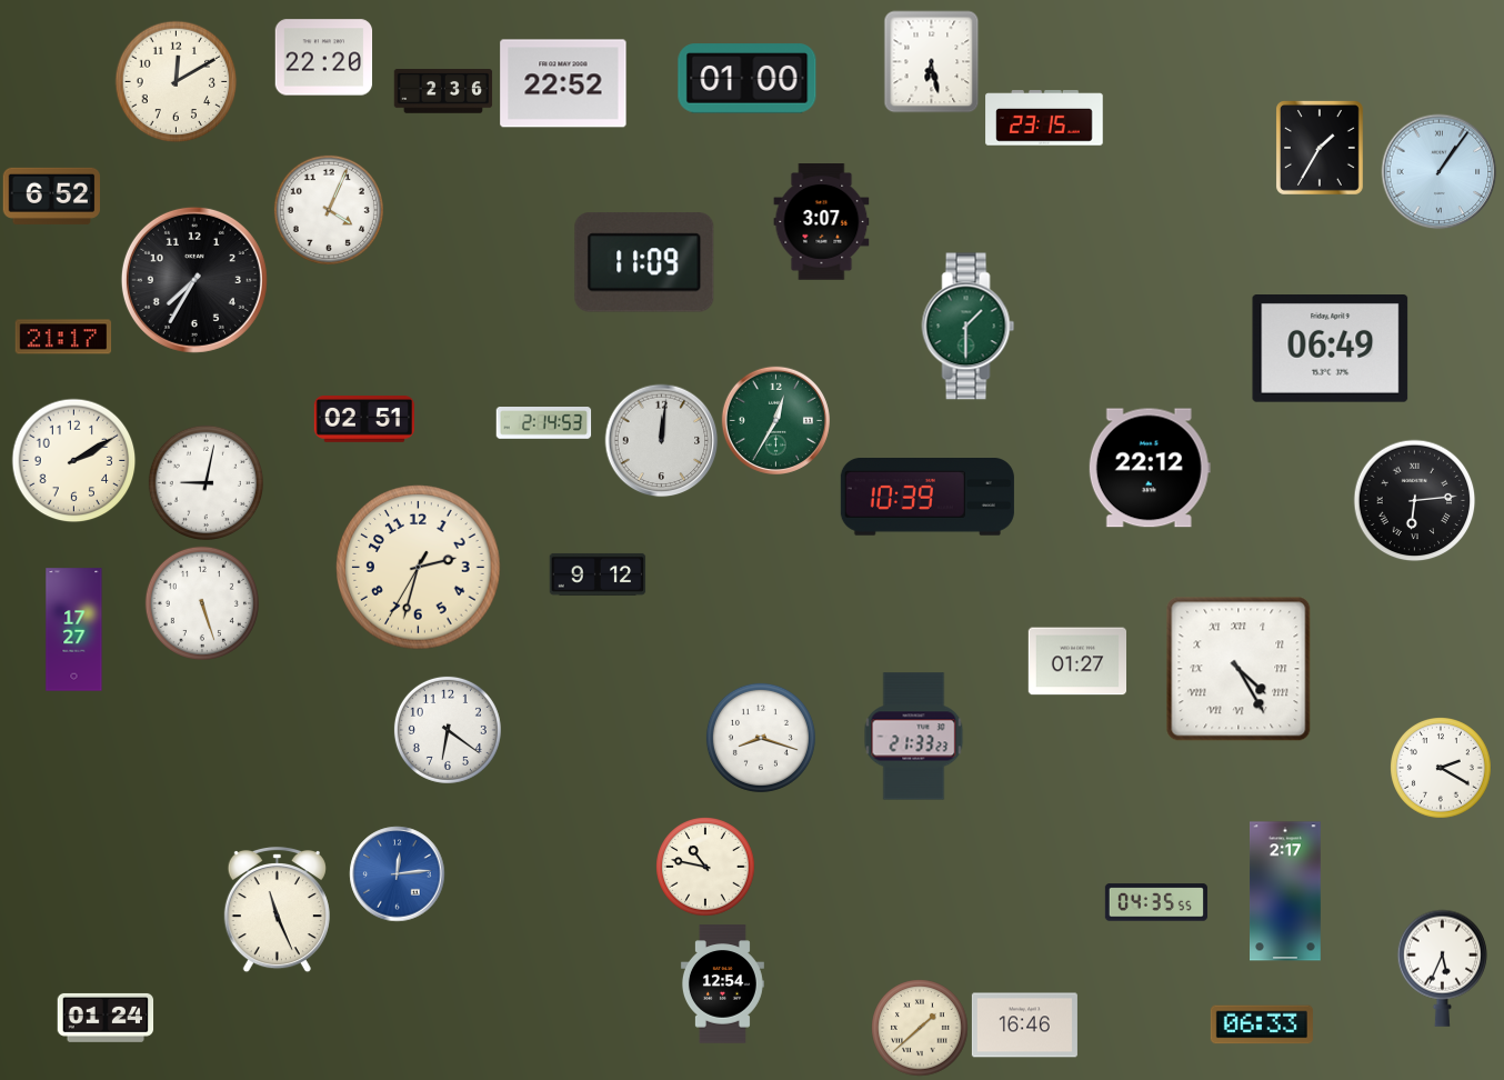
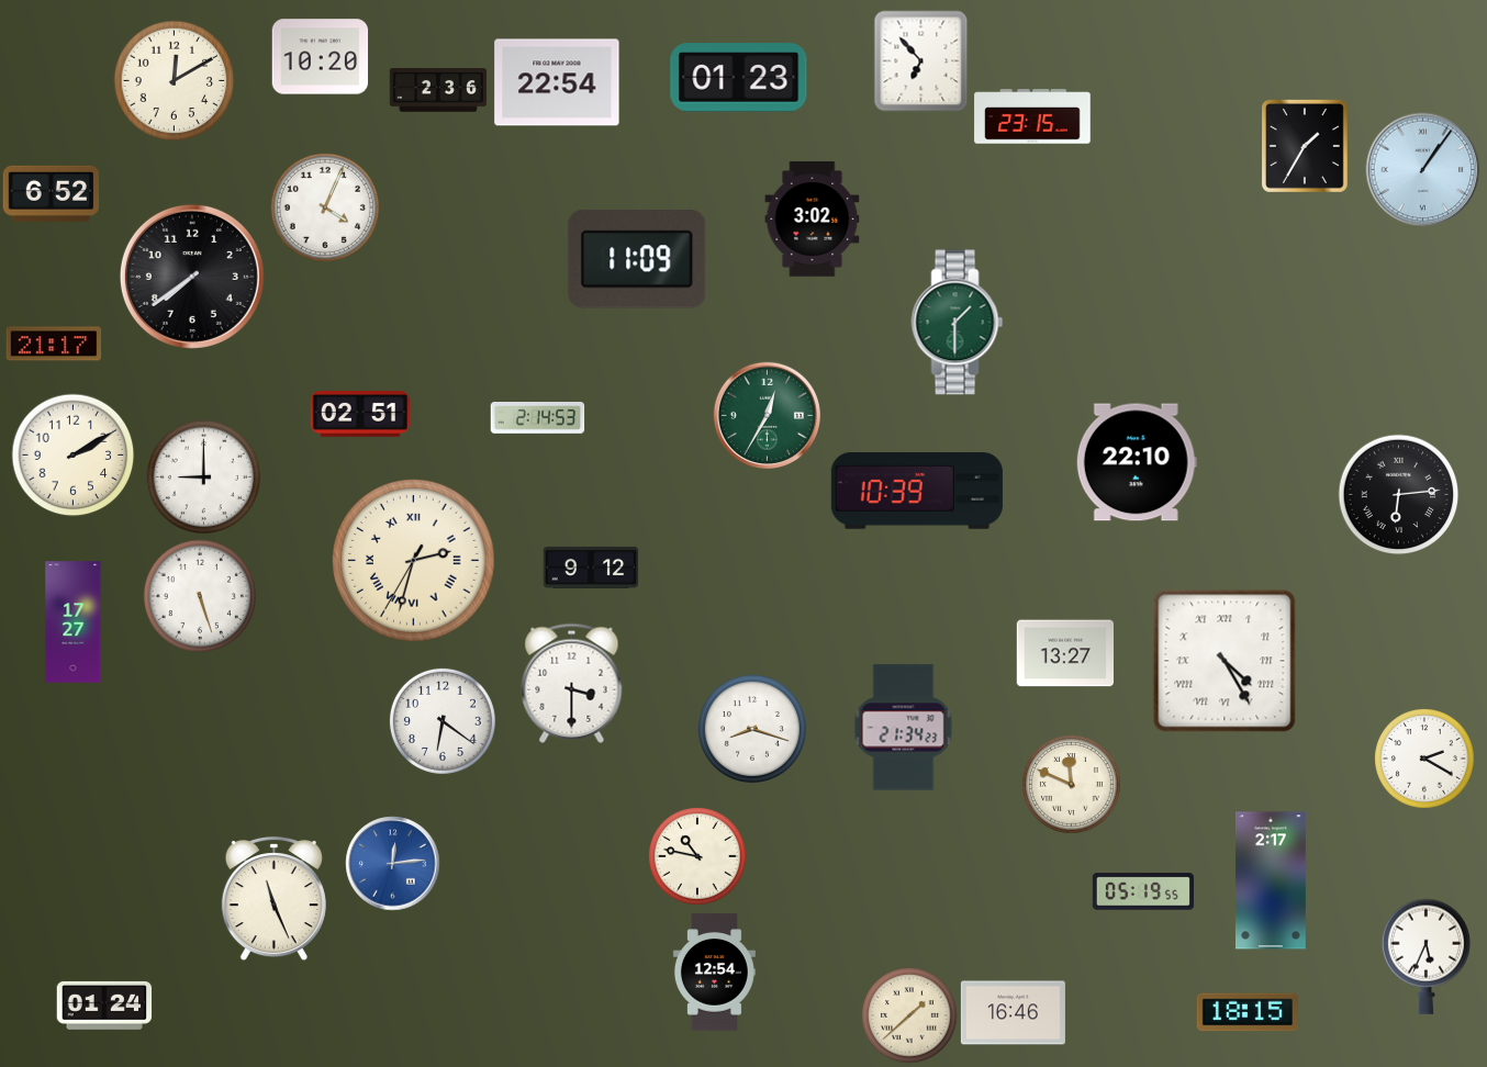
clock at (323, 58): 22:20 -> 10:20
clock at (932, 61): 6:28 -> 6:53
clock at (748, 79): 01:00 -> 01:23
clock at (563, 83): 22:52 -> 22:54
clock at (822, 222): 3:07 -> 3:02
clock at (194, 280): 7:35 -> 7:39
clock at (63, 337) position: (63, 337) -> (54, 344)
clock at (1331, 349): 06:49 -> none
clock at (661, 440): 12:01 -> none
clock at (1150, 468): 22:12 -> 22:10
clock at (205, 482): 9:02 -> 9:00
clock at (419, 568) numerals: Arabic -> Roman
clock at (1076, 661): 01:27 -> 13:27
clock at (572, 683): none -> 3:30
clock at (914, 737): 21:33 -> 21:34
clock at (1071, 784): none -> 11:49
clock at (1156, 902): 04:35 -> 05:19
clock at (1262, 1024): 06:33 -> 18:15
